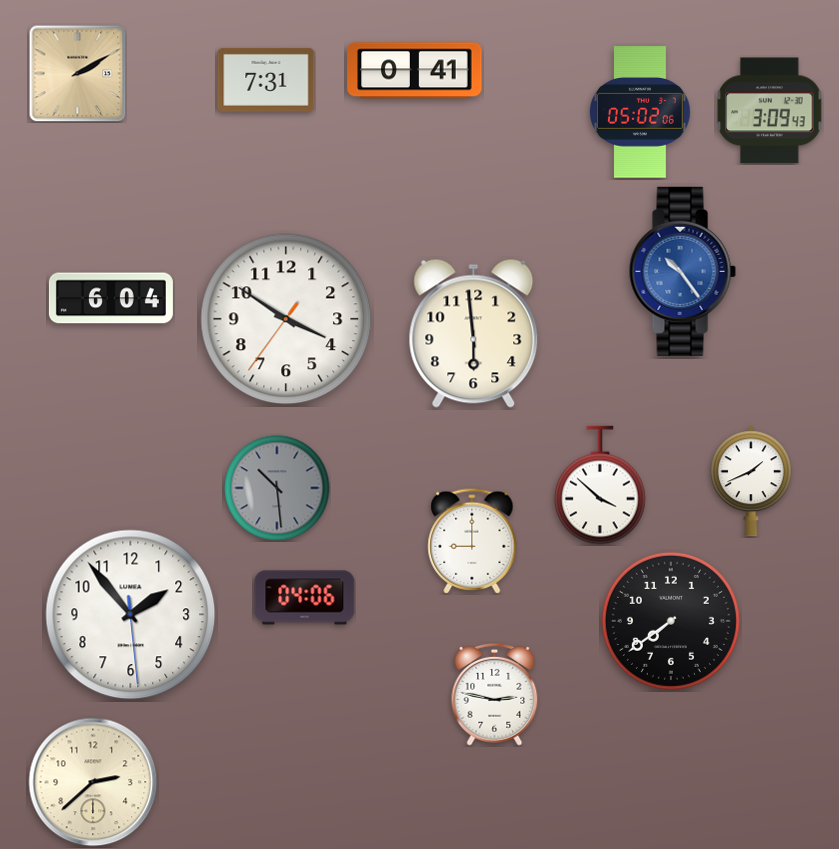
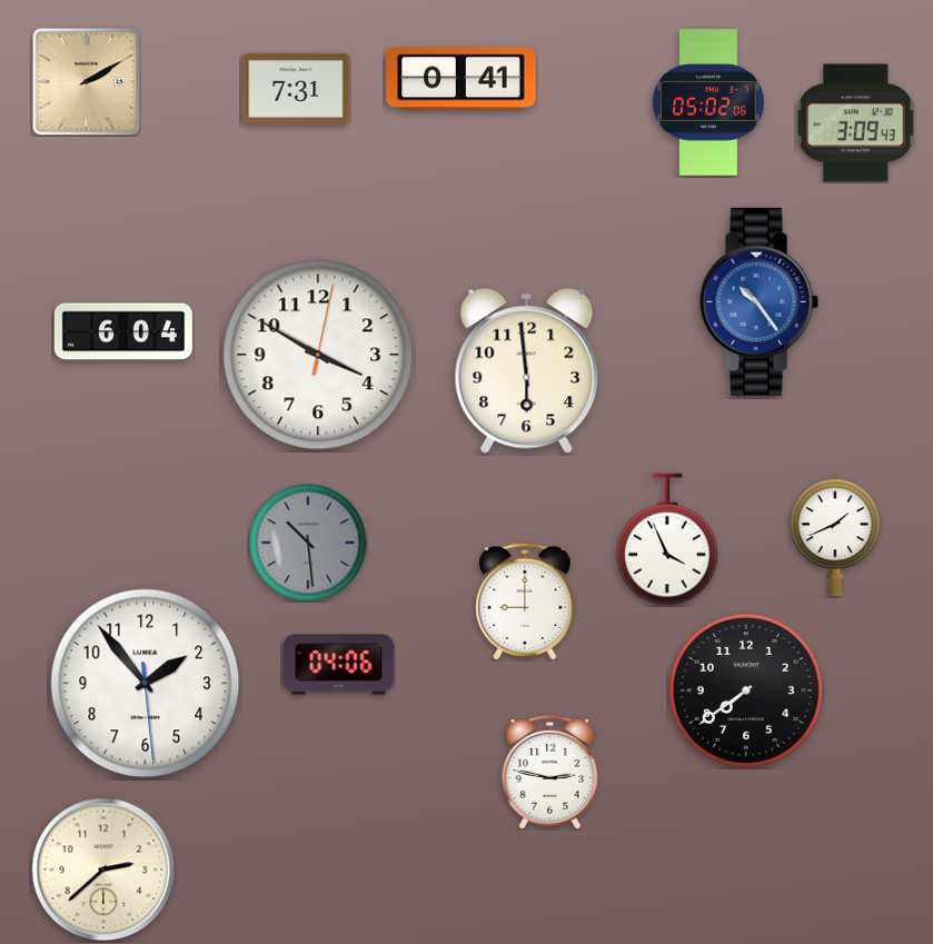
clock at (641, 112) position: (641, 112) -> (709, 102)
clock at (286, 319): 3:50:36 -> 3:50:02
clock at (600, 485): 3:52 -> 3:56
